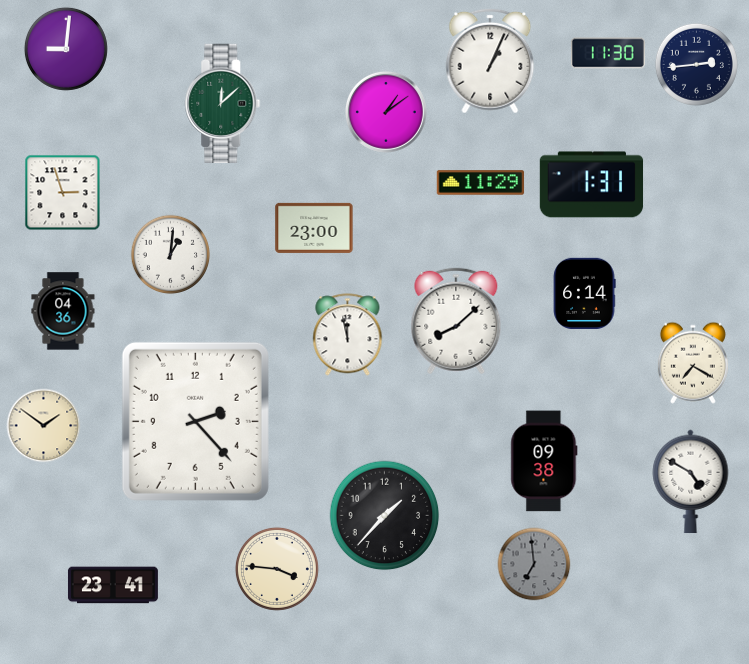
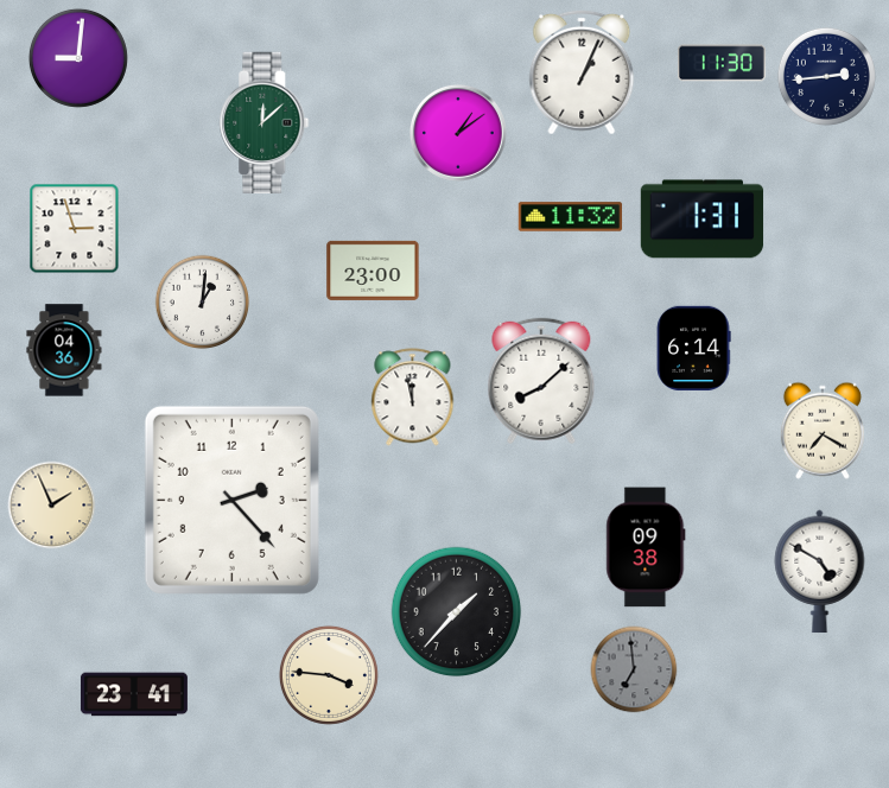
clock at (481, 183): 11:29 -> 11:32
clock at (63, 311) position: (63, 311) -> (64, 350)
clock at (44, 426): 1:51 -> 1:56
